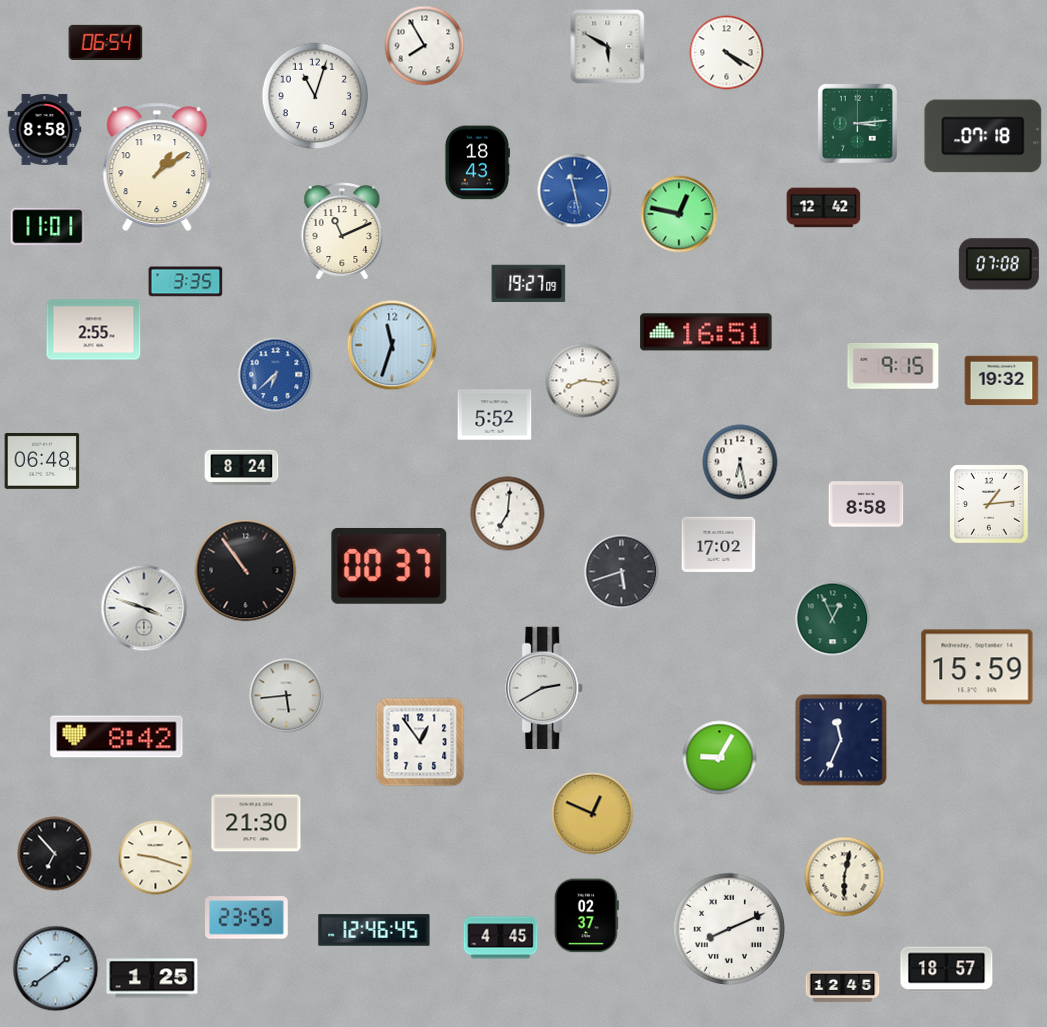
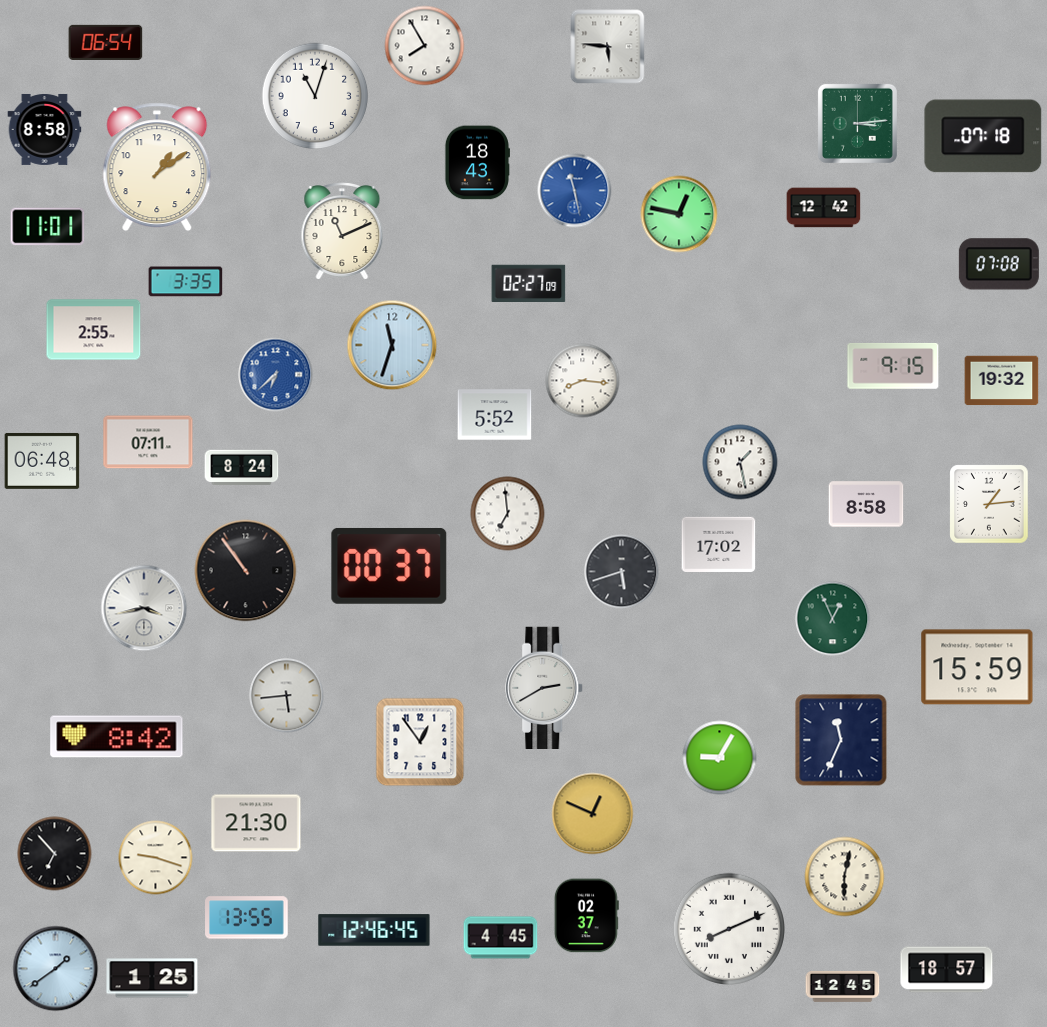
clock at (608, 47): 5:50 -> 5:46
clock at (727, 53): 4:20 -> none
clock at (529, 284): 19:27 -> 02:27
clock at (706, 332): 16:51 -> none
clock at (148, 442): none -> 07:11
clock at (740, 462): 6:28 -> 1:28
clock at (508, 514): 7:01 -> 6:59
clock at (144, 608): 3:48 -> 3:43
clock at (247, 918): 23:55 -> 13:55
